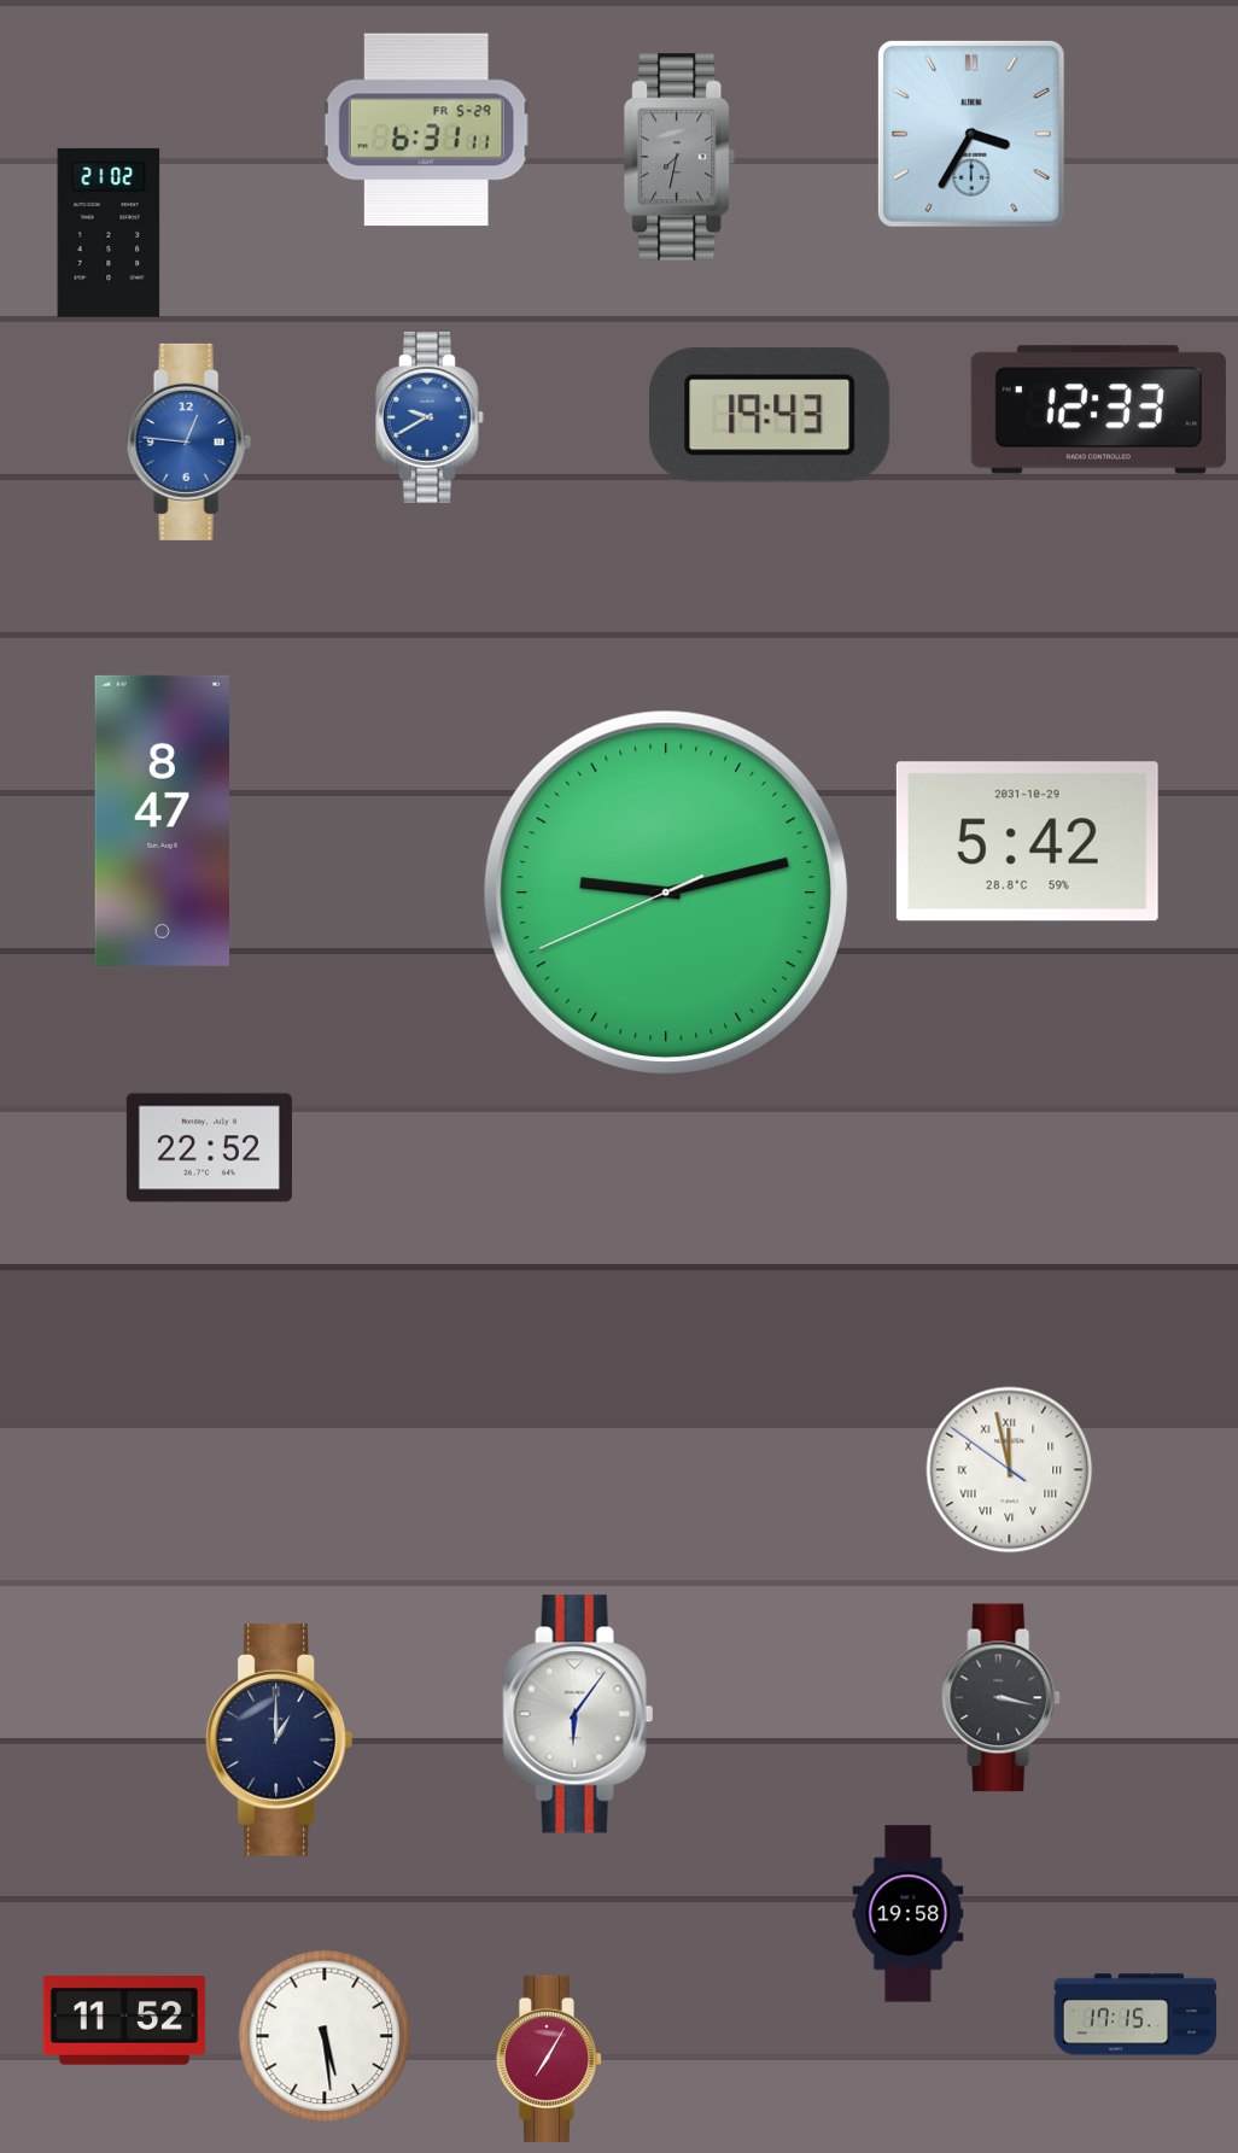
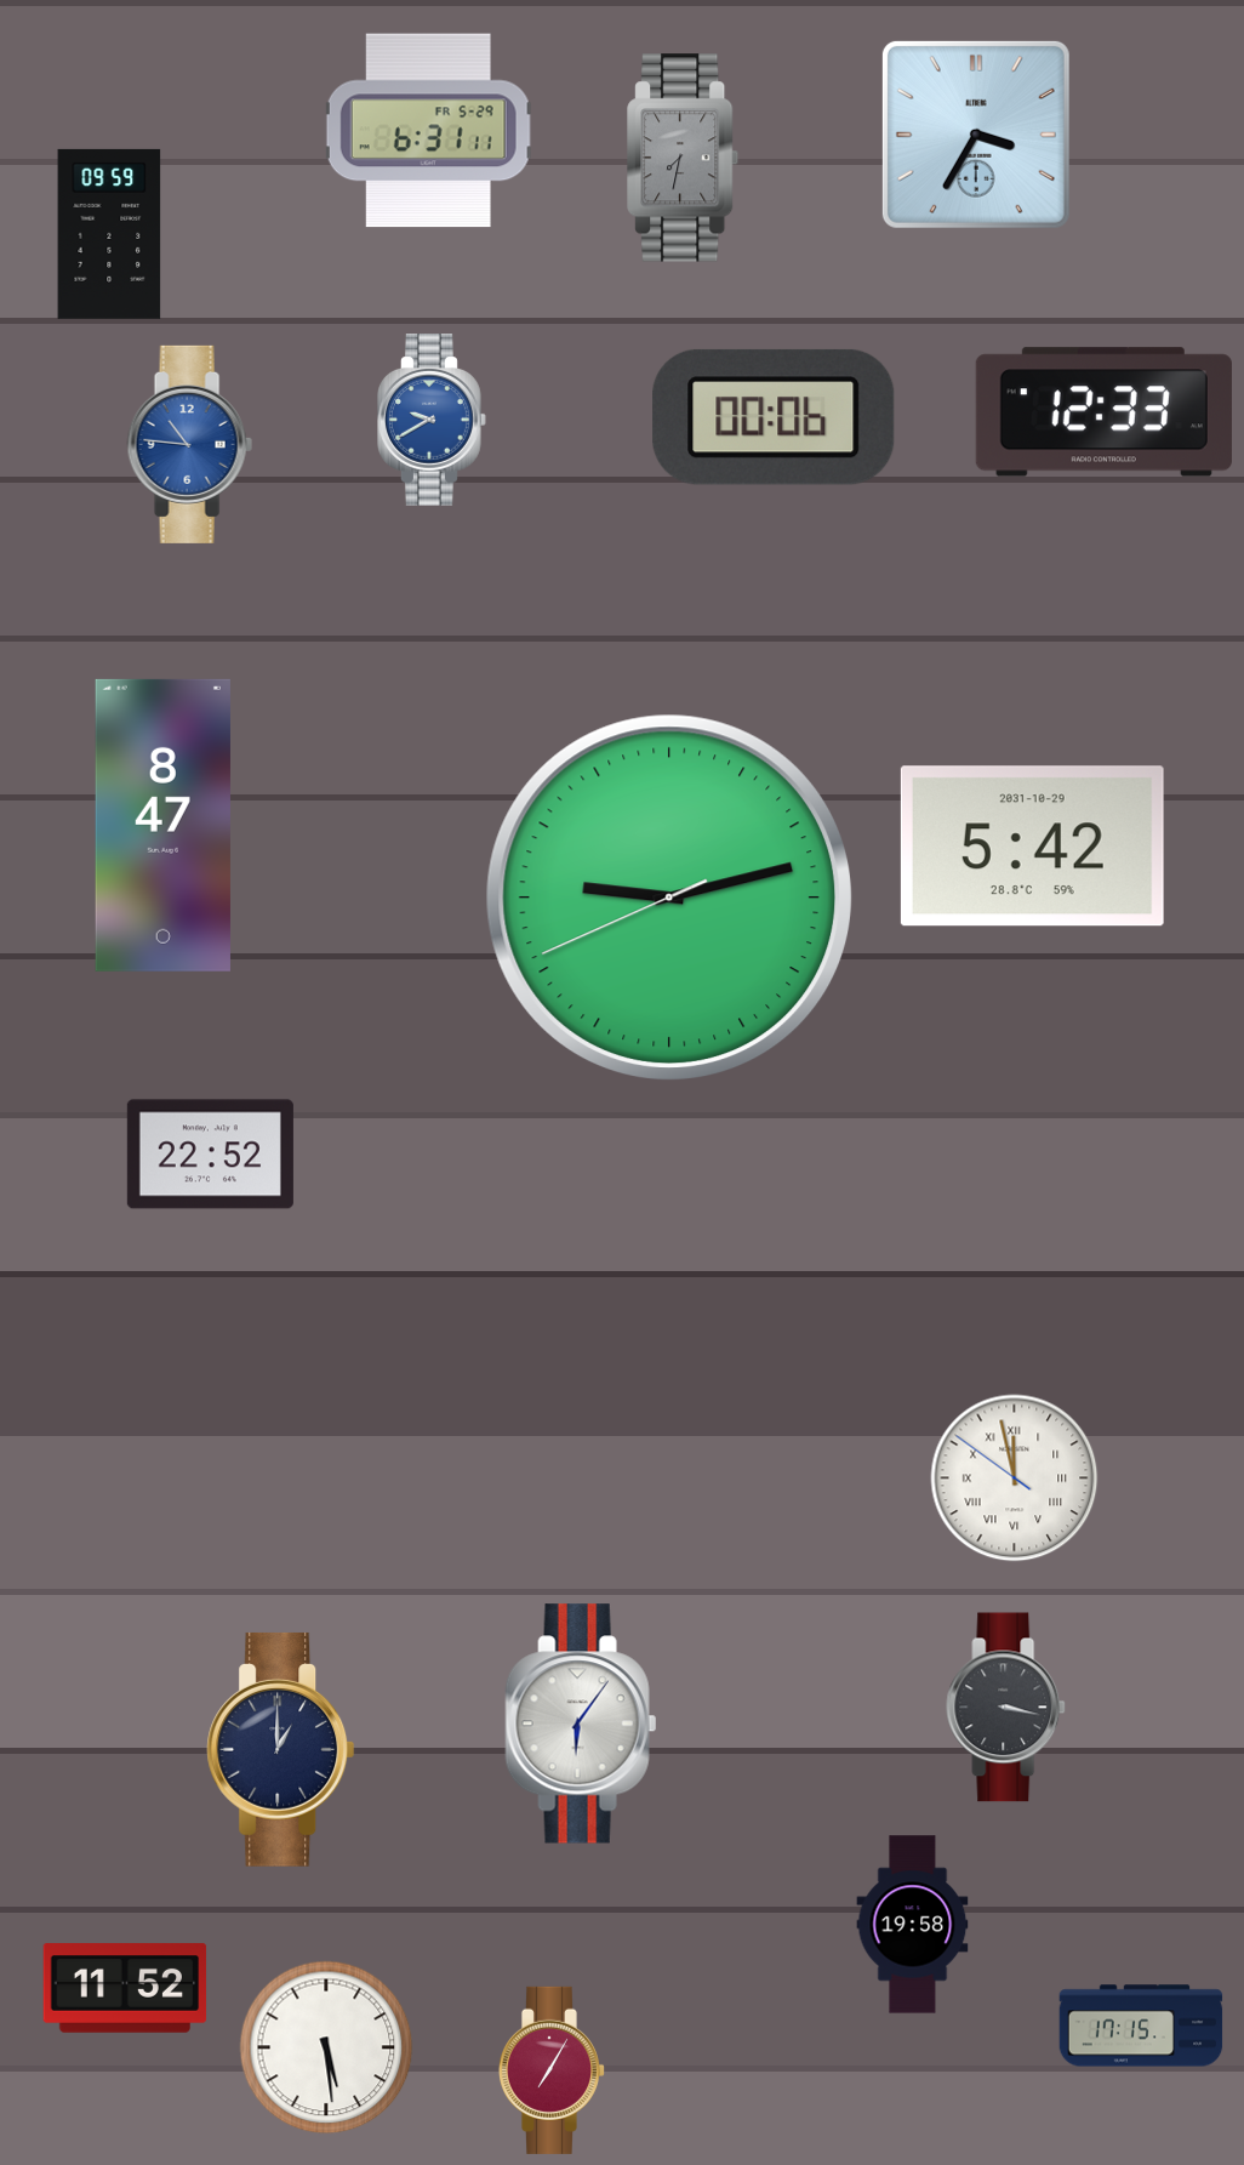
clock at (109, 233): 21:02 -> 09:59
clock at (770, 415): 19:43 -> 00:06
clock at (188, 441): 12:46 -> 10:46
clock at (124, 2020) position: (124, 2020) -> (125, 1988)
